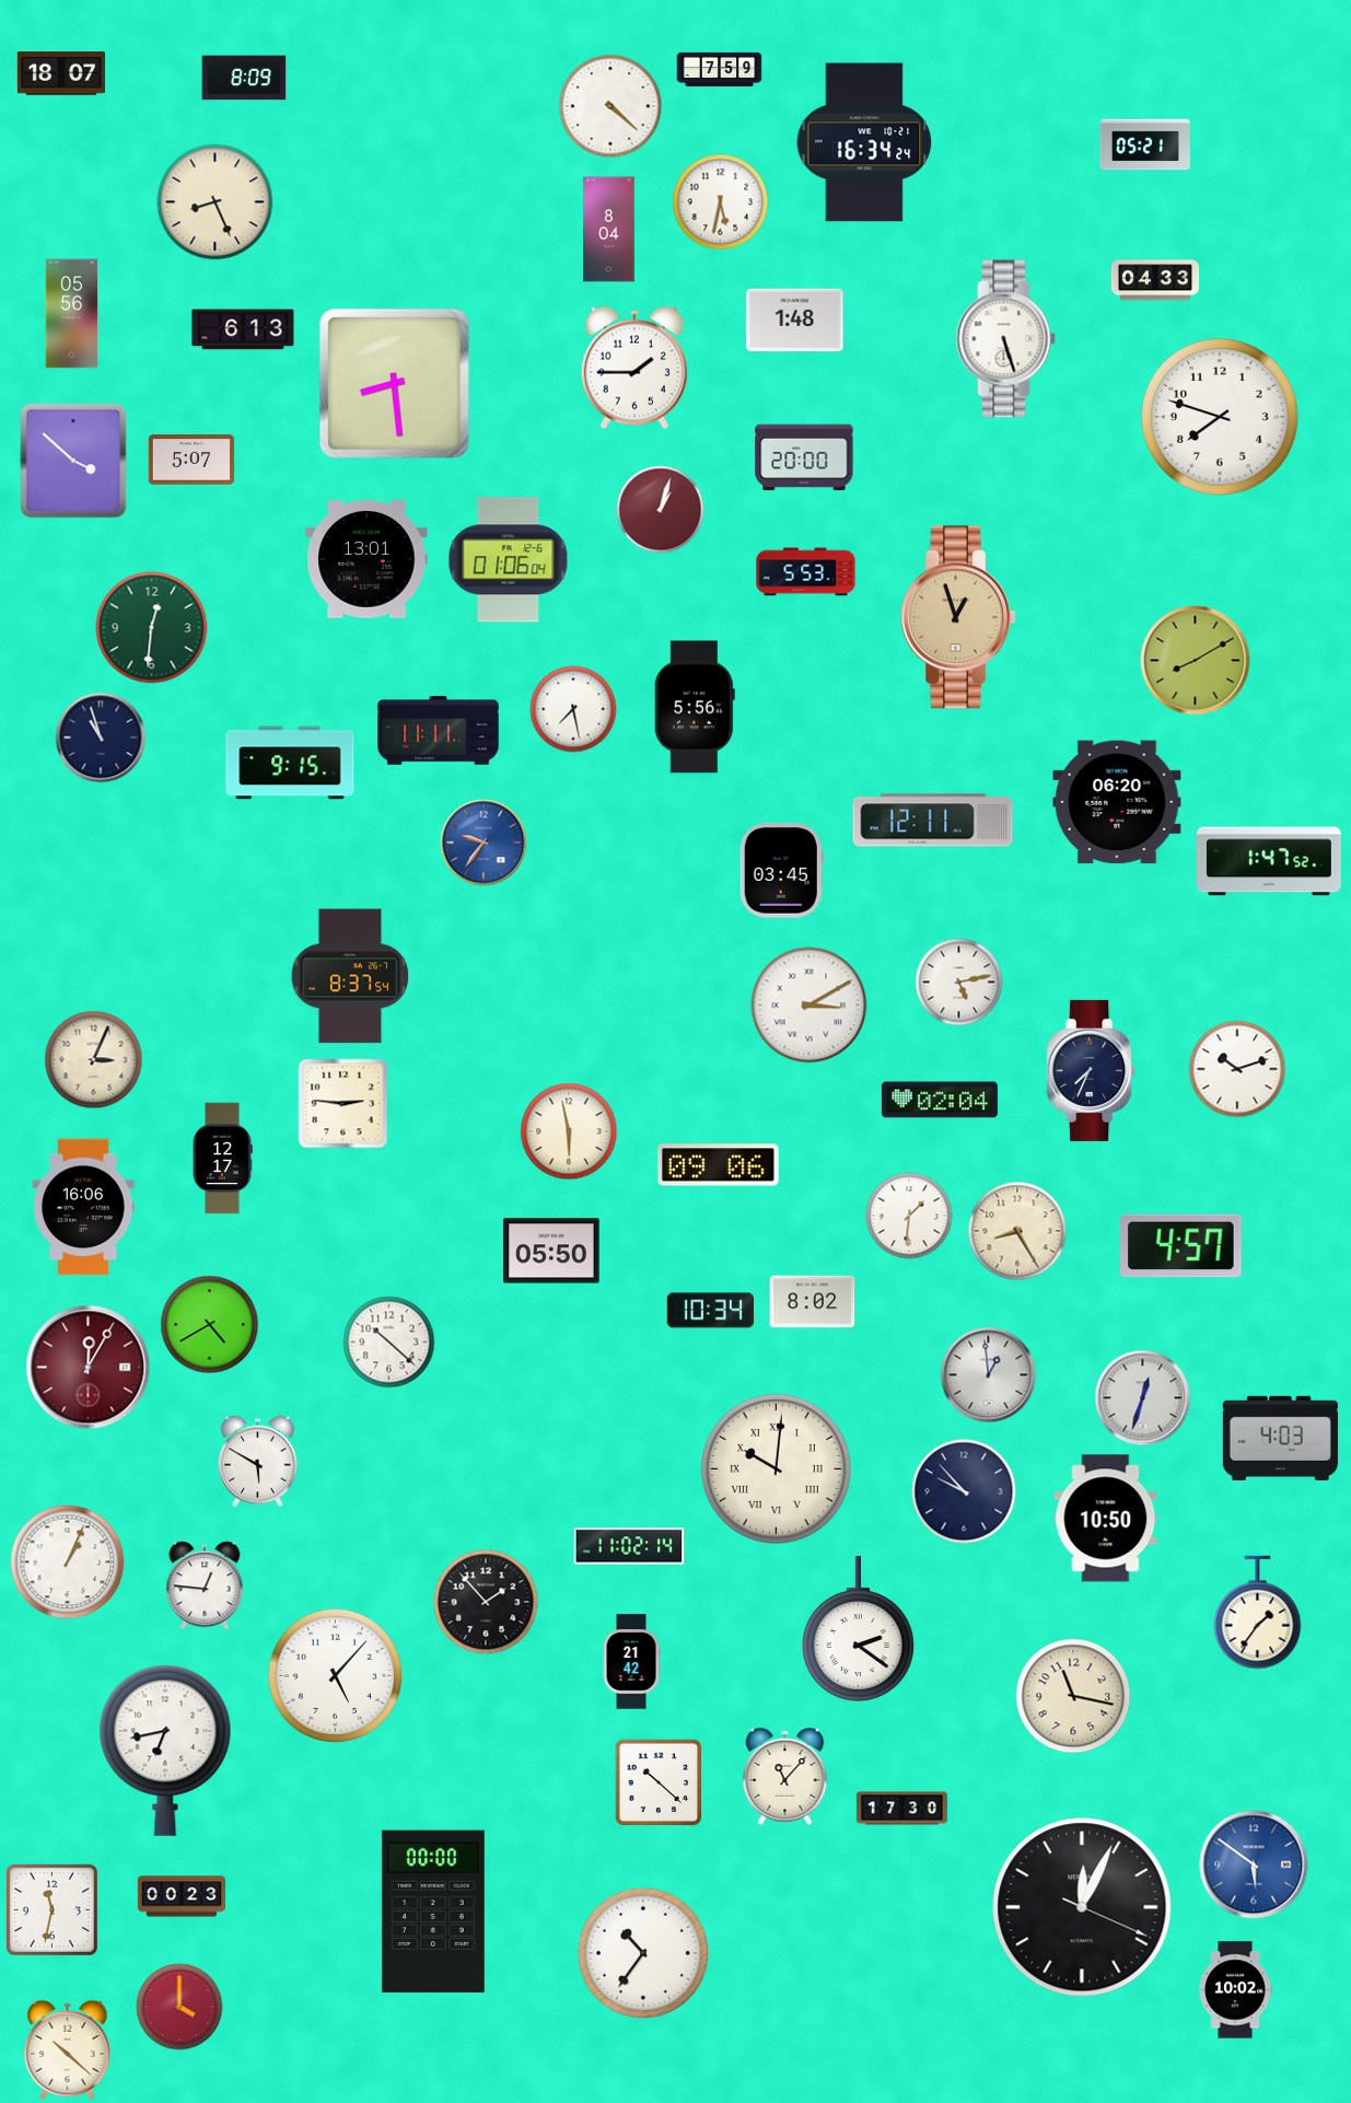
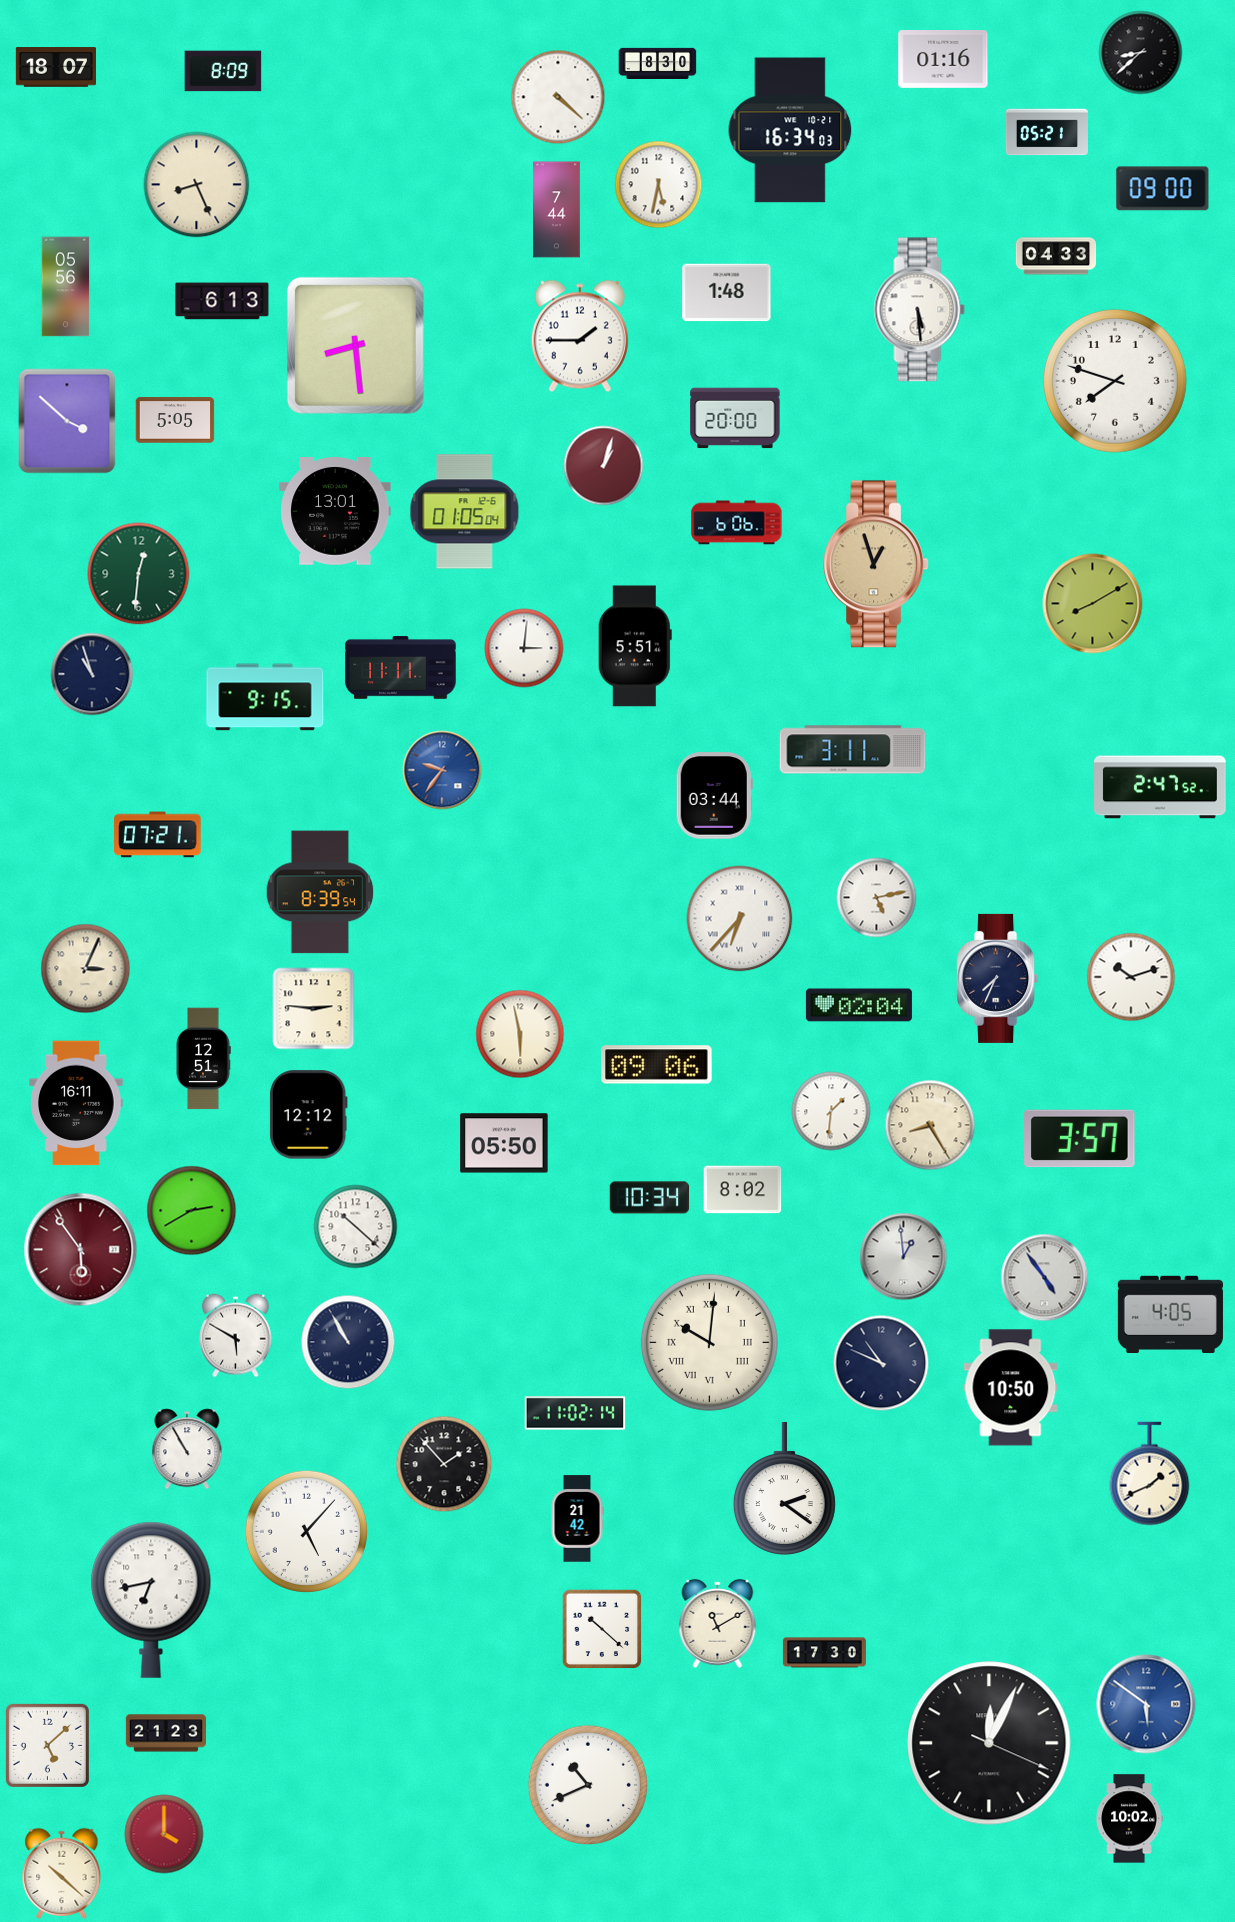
clock at (1141, 53): none -> 8:38
clock at (943, 60): none -> 01:16
clock at (720, 69): 7:59 -> 8:30
clock at (864, 142): 16:34:24 -> 16:34:03
clock at (1163, 189): none -> 09:00
clock at (609, 230): 8:04 -> 7:44
clock at (1006, 339): 5:27 -> 5:29
clock at (394, 383) position: (394, 383) -> (355, 345)
clock at (191, 460): 5:07 -> 5:05
clock at (509, 560): 01:06 -> 01:05
clock at (806, 572): 5:53 -> 6:06
clock at (695, 707): 5:56 -> 5:51
clock at (573, 709): 7:28 -> 3:01
clock at (1117, 802): 06:20 -> none
clock at (933, 821): 12:11 -> 3:11
clock at (1270, 861): 1:47 -> 2:47
clock at (781, 871): 03:45 -> 03:44
clock at (158, 835): none -> 07:21
clock at (350, 976): 8:37 -> 8:39
clock at (810, 1006): 3:10 -> 6:37
clock at (222, 1159): 12:17 -> 12:51
clock at (83, 1207): 16:06 -> 16:11
clock at (308, 1115): none -> 12:12
clock at (1181, 1246): 4:57 -> 3:57
clock at (210, 1325): 4:40 -> 2:40
clock at (89, 1368): 12:05 -> 5:54
clock at (1143, 1398): 12:33 -> 4:54
clock at (1280, 1438): 4:03 -> 4:05
clock at (348, 1342): none -> 10:55
clock at (964, 1491): 9:53 -> 10:49
clock at (68, 1562): 1:04 -> none
clock at (205, 1585): 12:46 -> 10:55
clock at (1258, 1613): 1:36 -> 1:41
clock at (1073, 1696): 11:17 -> none
clock at (785, 1776): 11:07 -> 11:10
clock at (182, 1896): 00:23 -> 21:23
clock at (51, 1909): 11:32 -> 5:08
clock at (433, 1912): 00:00 -> none
clock at (643, 1953): 10:36 -> 10:41
